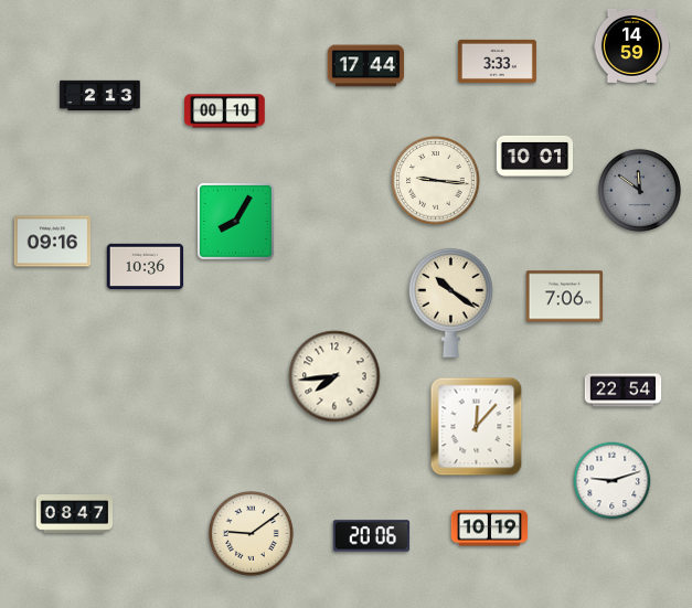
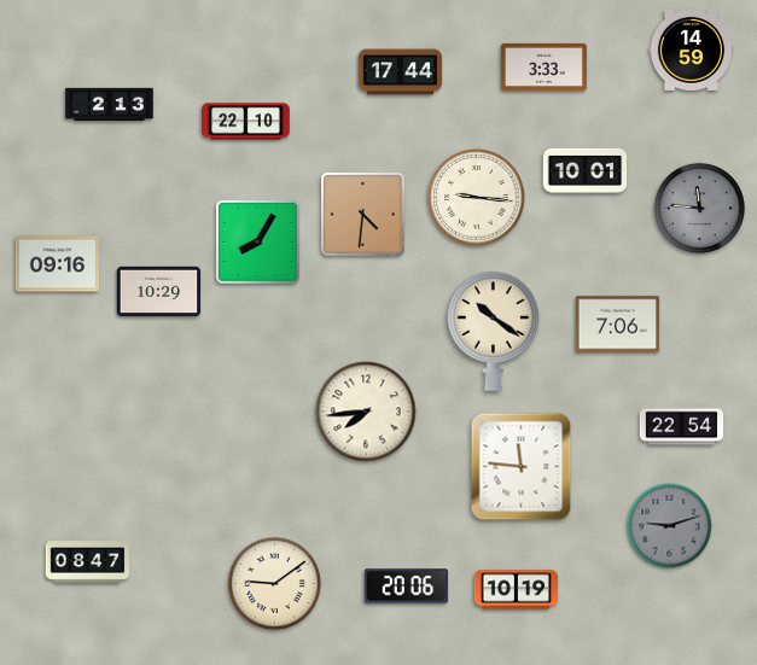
clock at (225, 111): 00:10 -> 22:10
clock at (639, 190): 11:51 -> 11:46
clock at (363, 215): none -> 4:31
clock at (146, 267): 10:36 -> 10:29
clock at (477, 427): 12:07 -> 11:46
clock at (613, 481) dial: white -> grey
clock at (75, 514) position: (75, 514) -> (88, 562)
clock at (490, 529) position: (490, 529) -> (517, 590)
